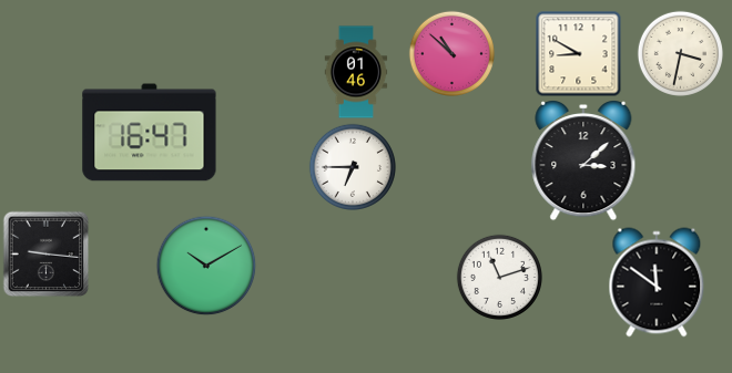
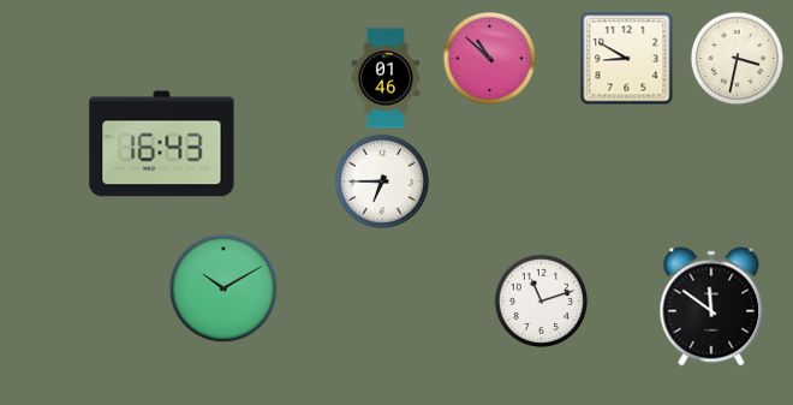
clock at (150, 133): 16:47 -> 16:43
clock at (583, 162): 3:08 -> none
clock at (45, 253): 9:16 -> none
